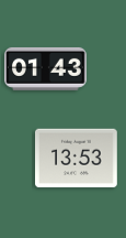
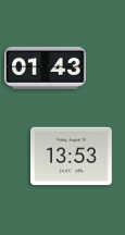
clock at (77, 159) position: (77, 159) -> (72, 157)
